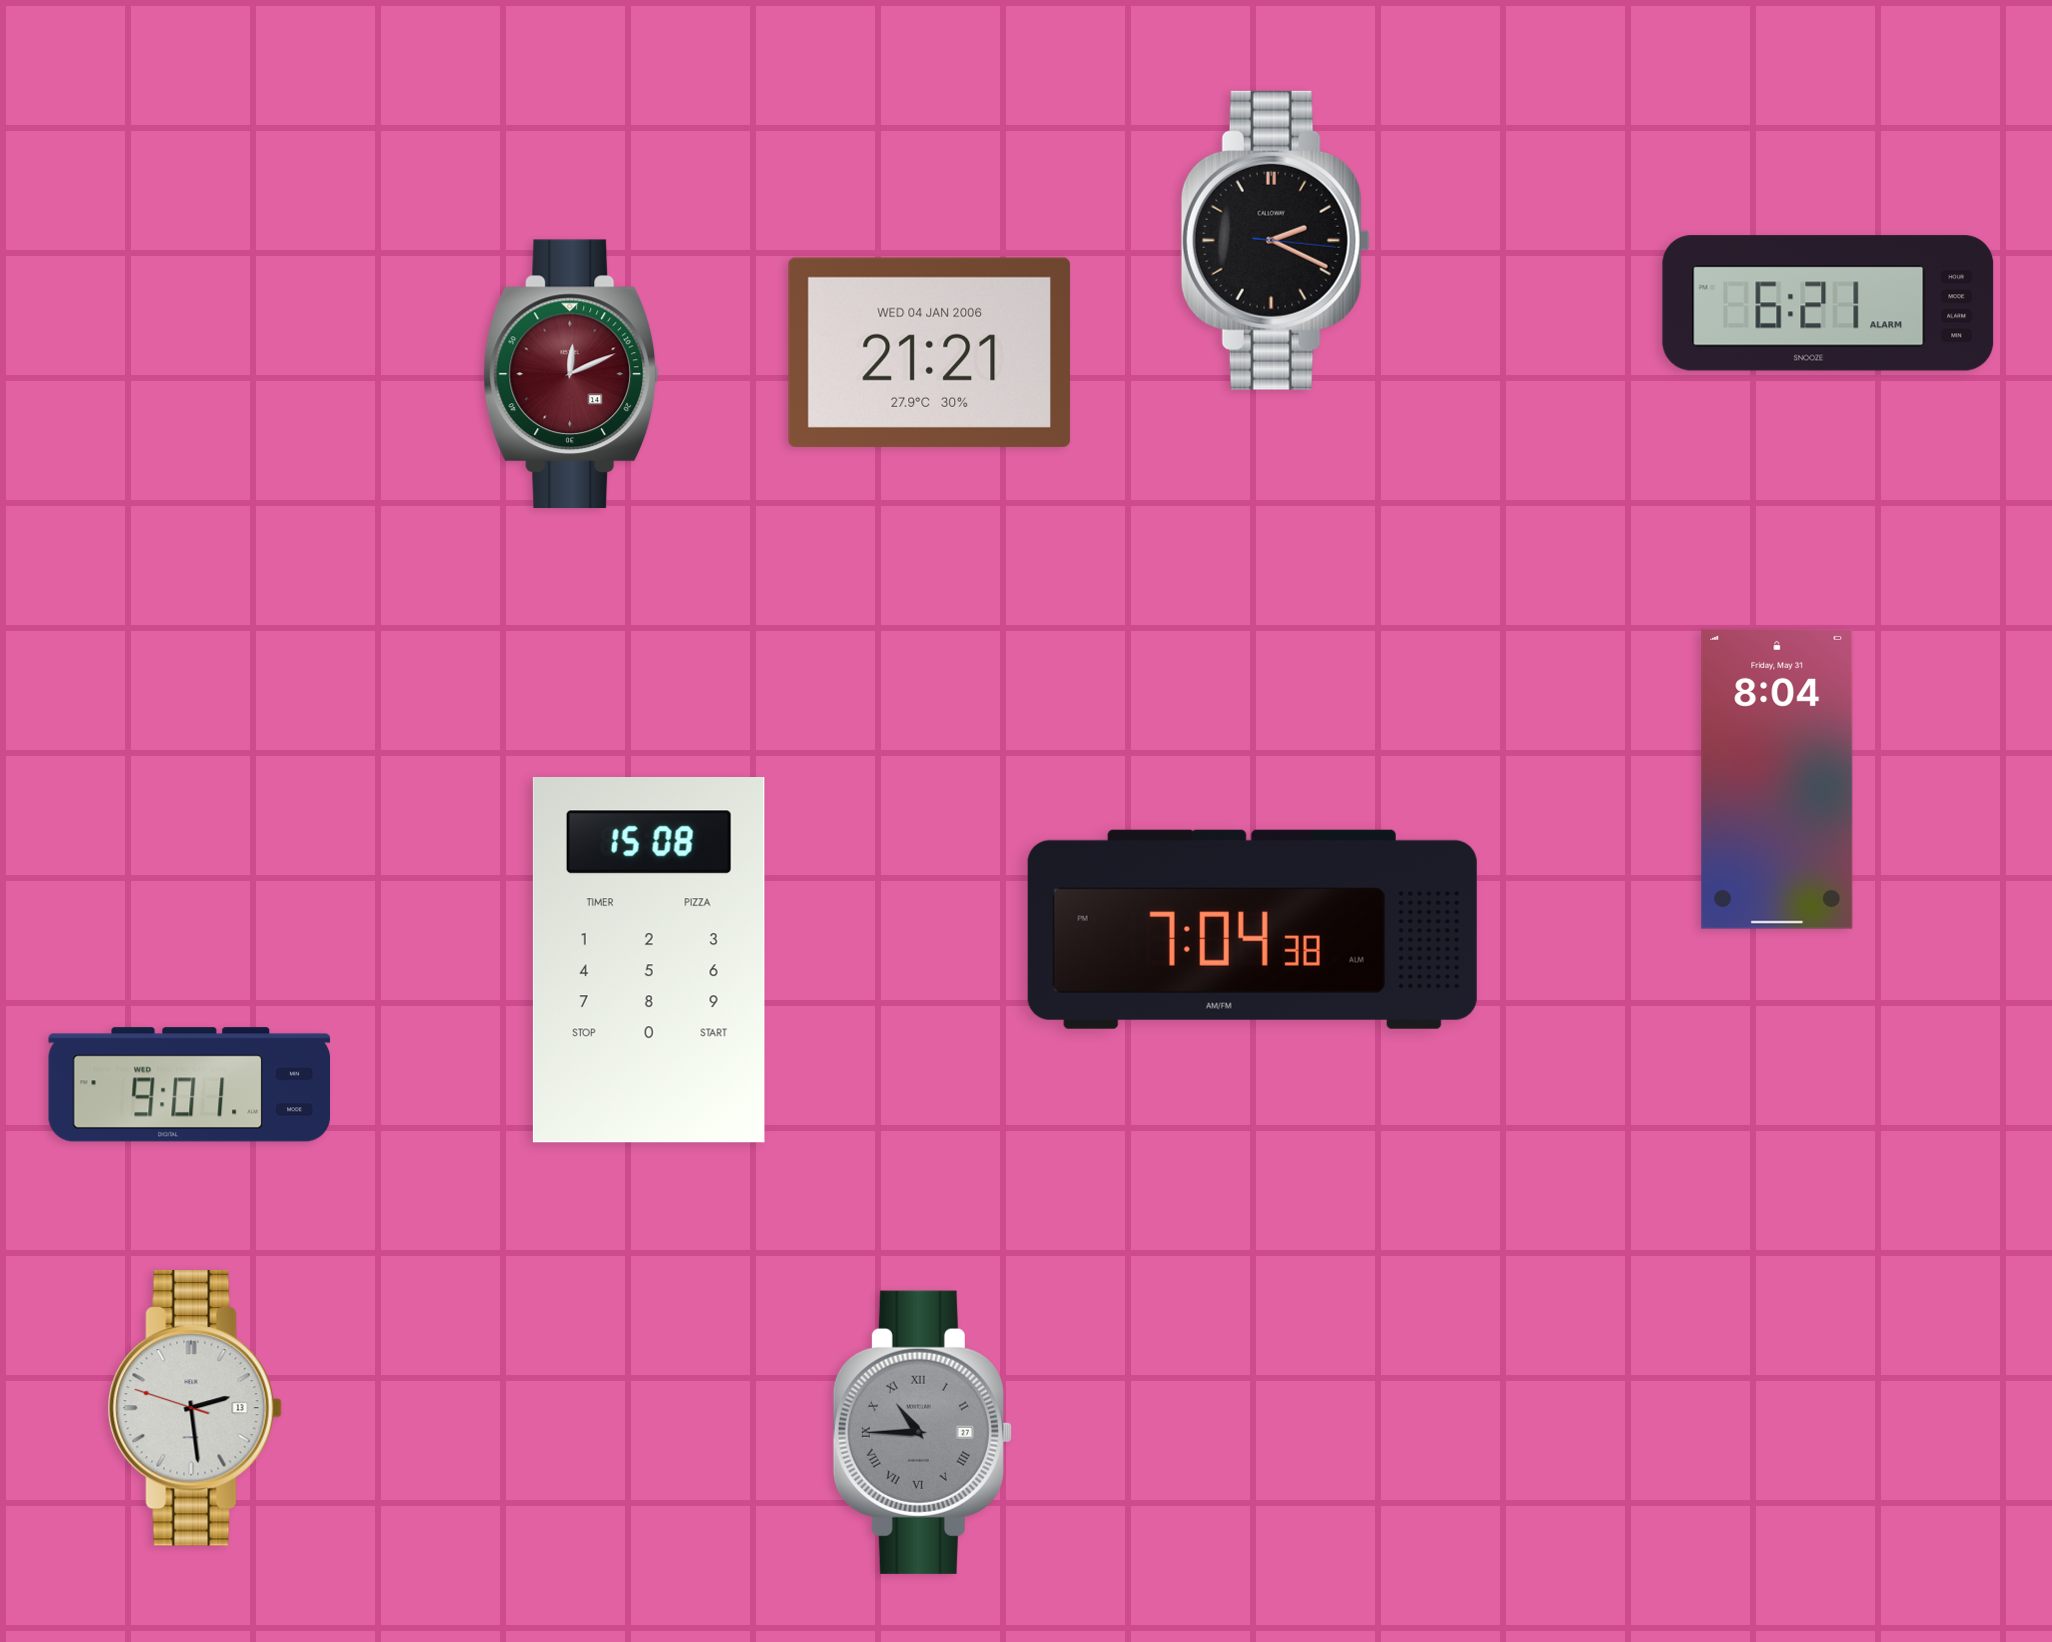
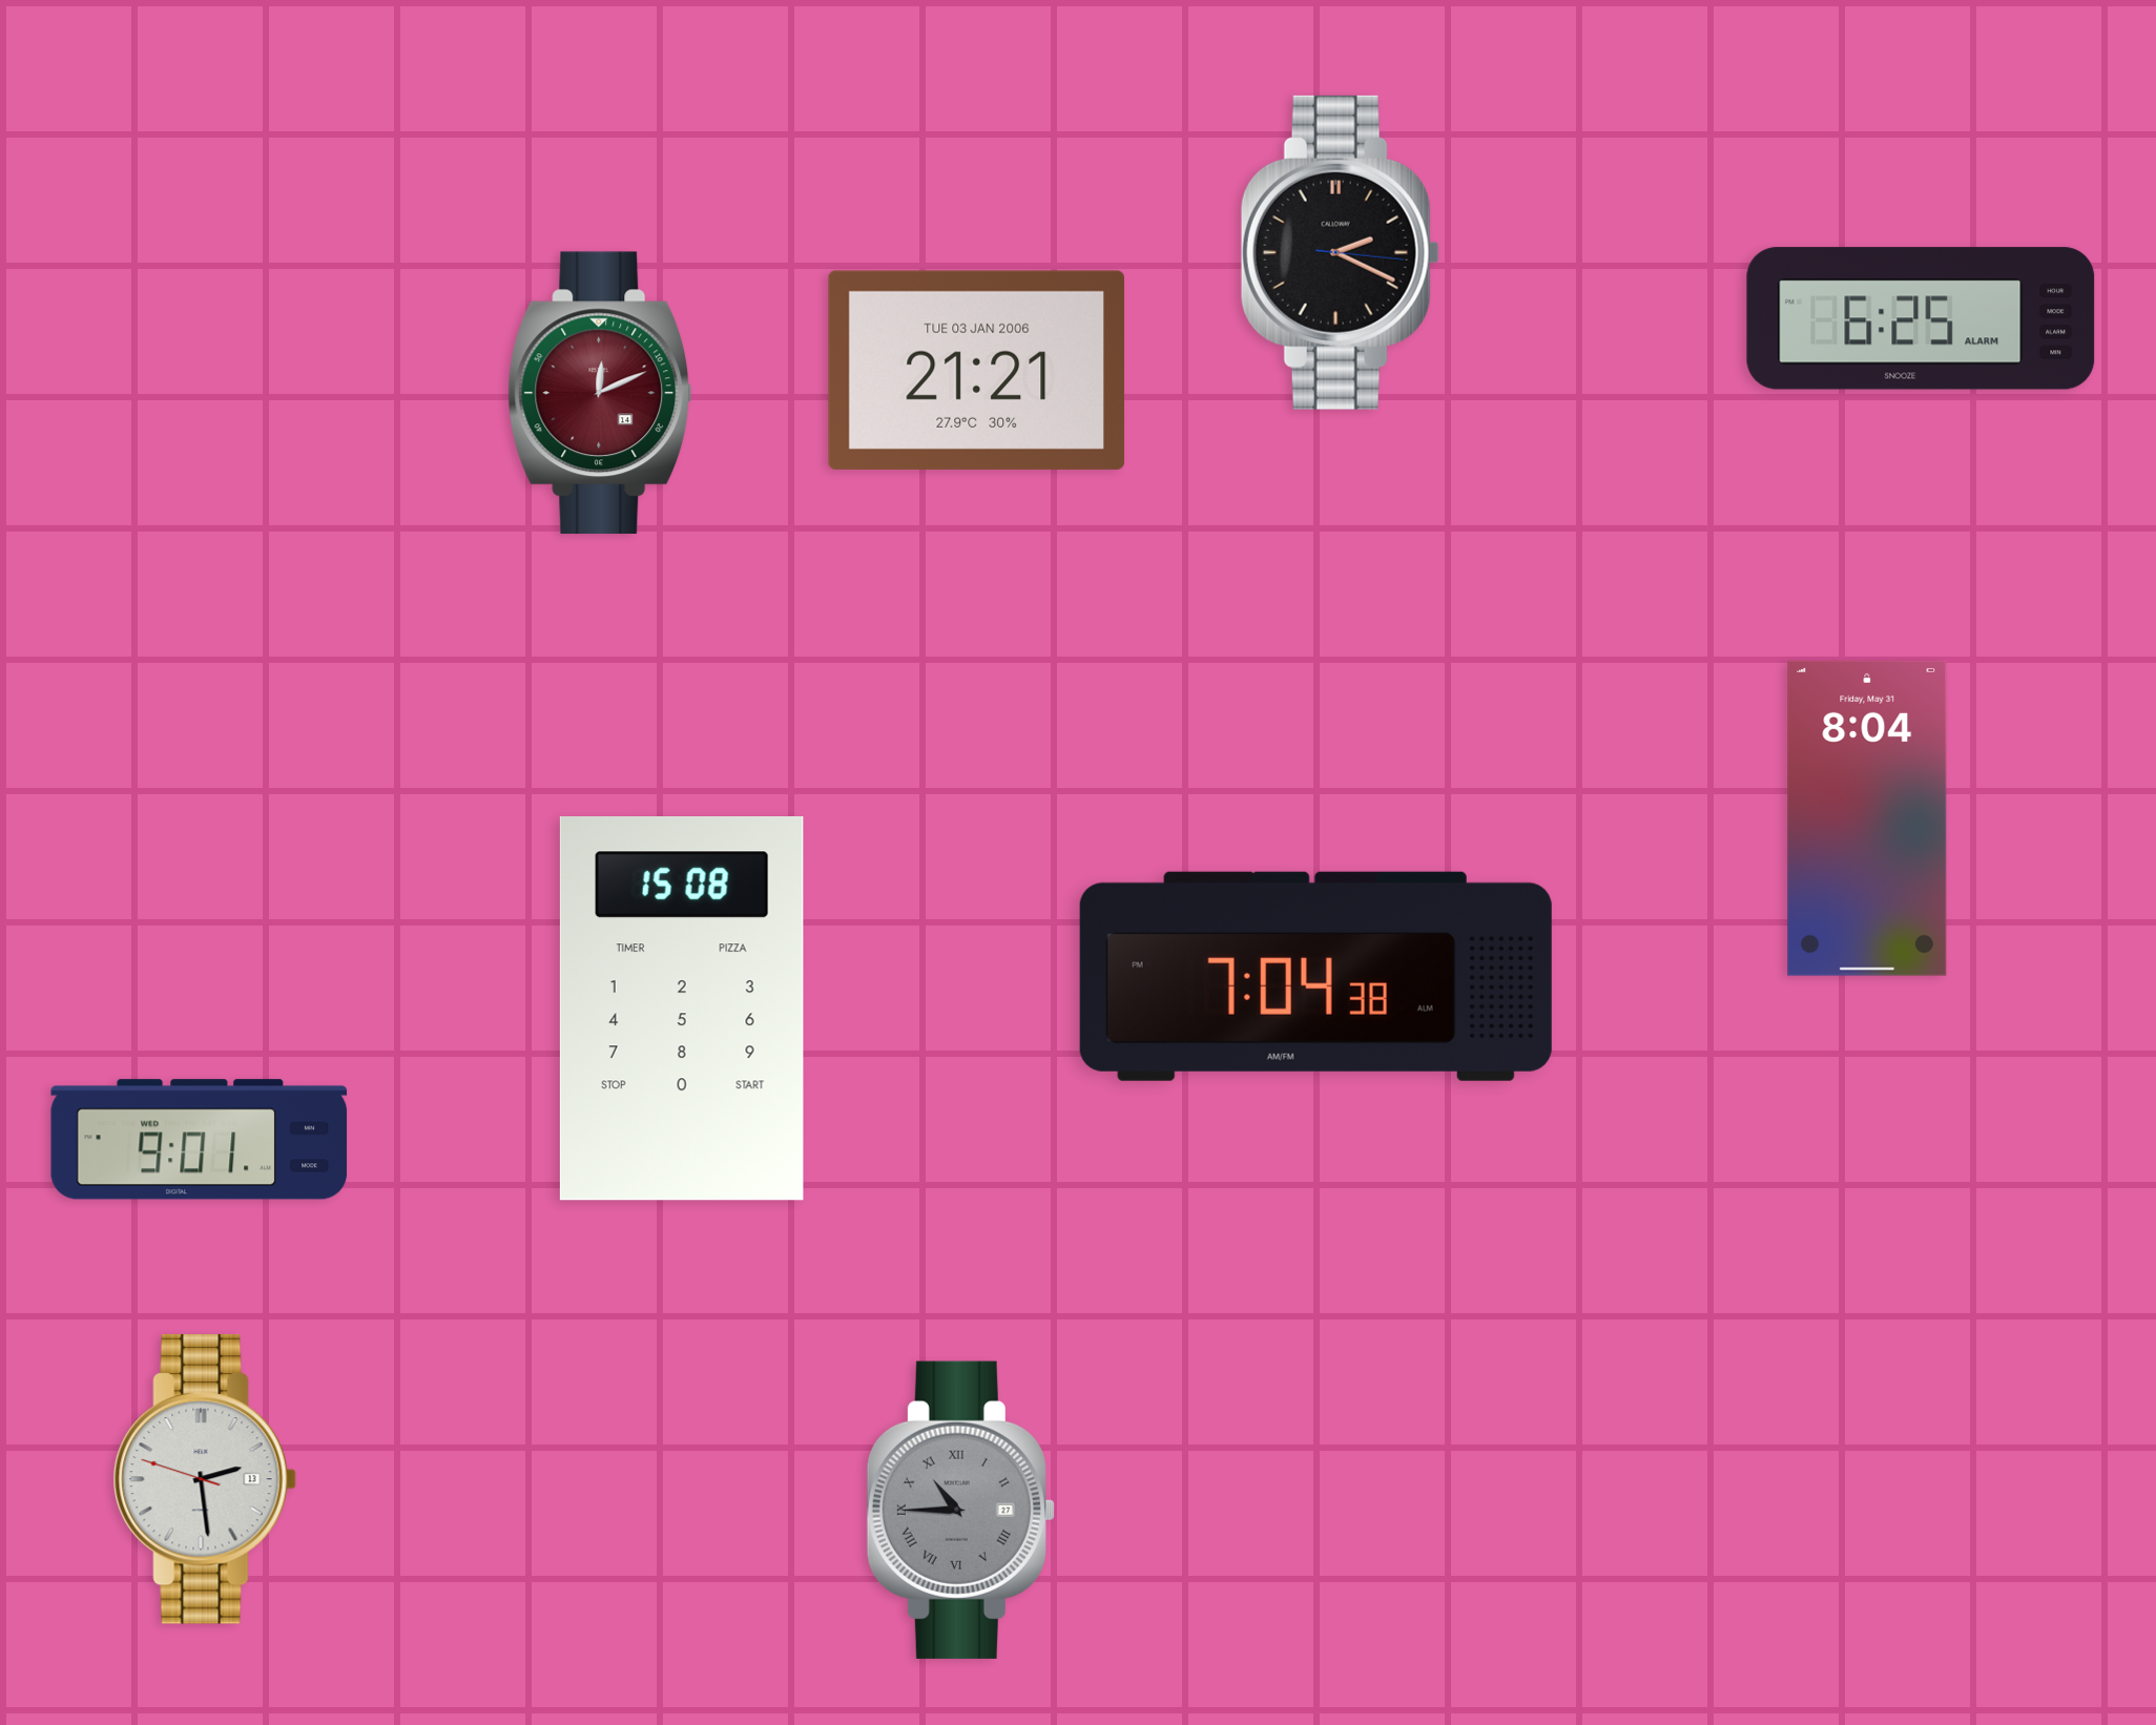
clock at (1828, 303): 6:21 -> 6:25
clock at (929, 352) date: WED 04 JAN 2006 -> TUE 03 JAN 2006
clock at (922, 1432) position: (922, 1432) -> (960, 1510)
